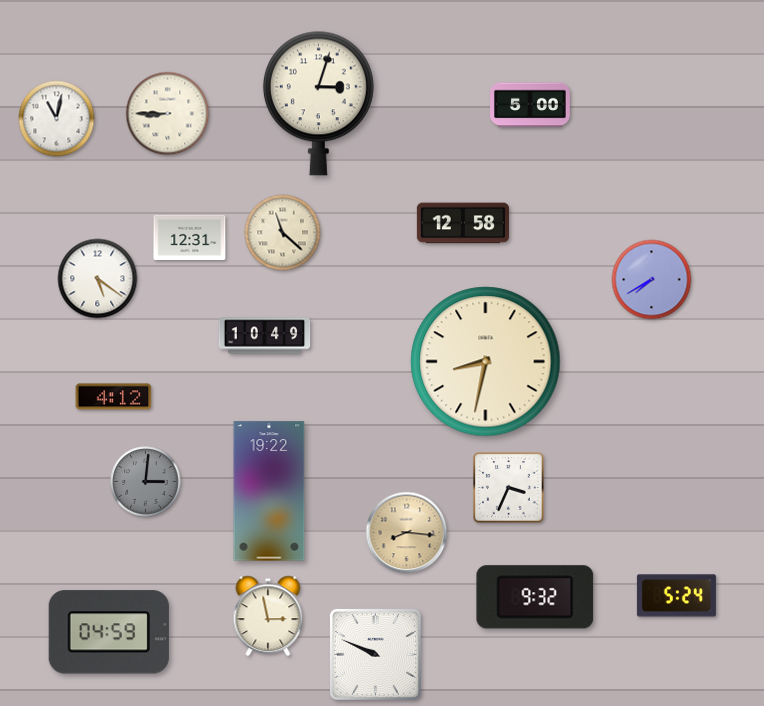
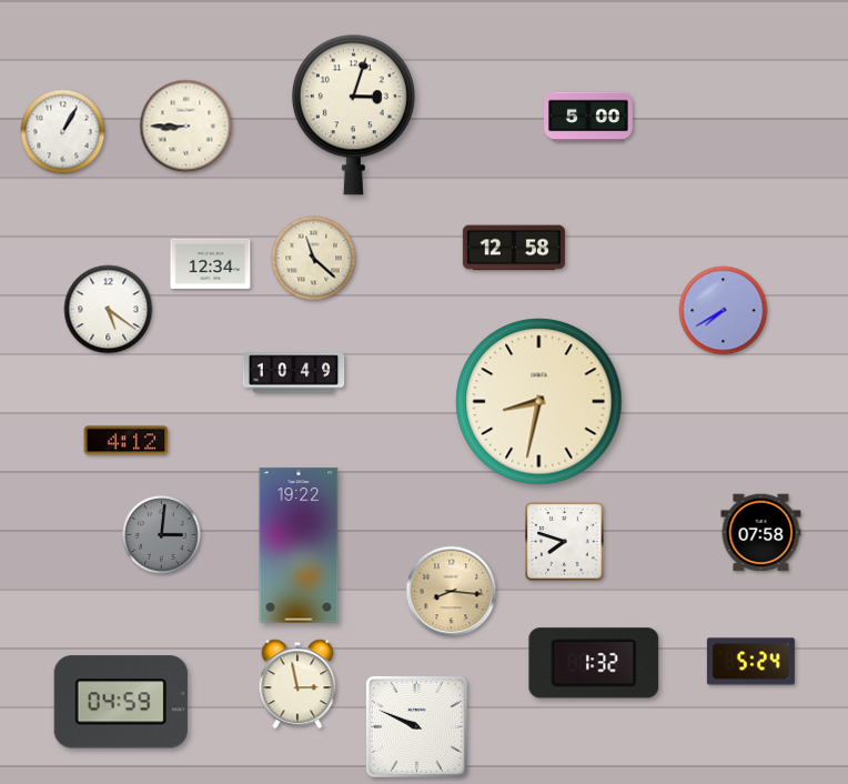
clock at (57, 119): 11:02 -> 1:05
clock at (190, 237): 12:31 -> 12:34
clock at (761, 533): none -> 07:58
clock at (509, 488): 3:34 -> 7:48
clock at (535, 597): 9:32 -> 1:32
